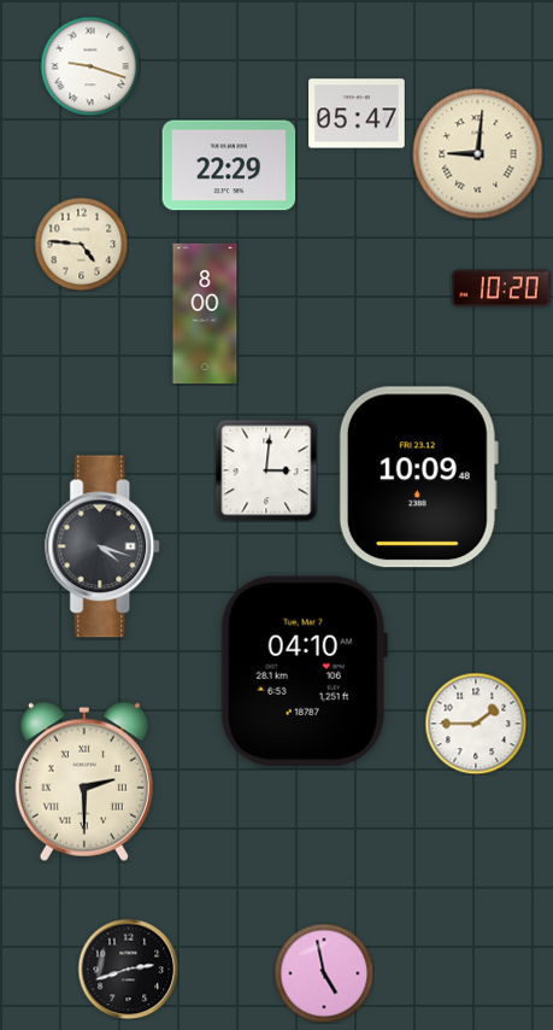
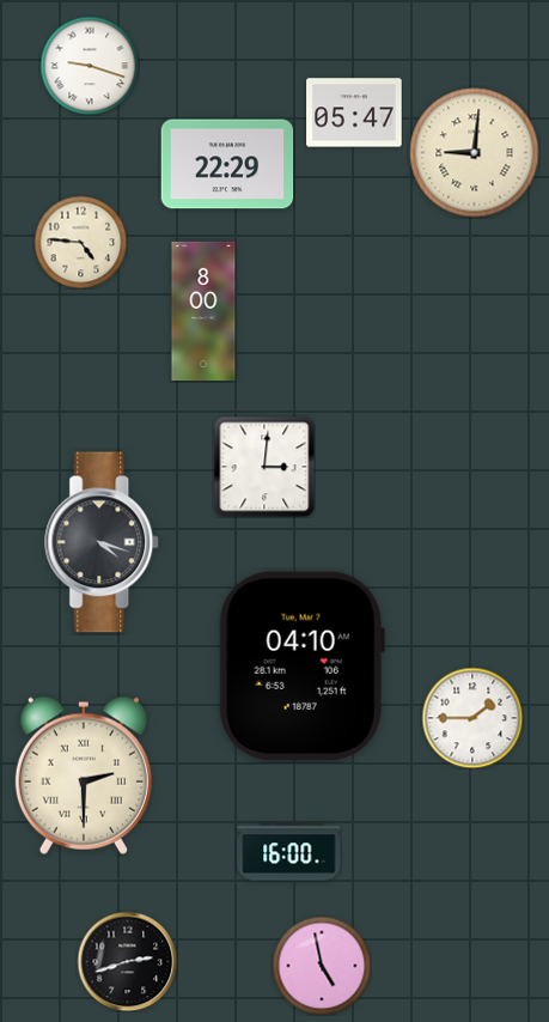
clock at (501, 288): 10:20 -> none
clock at (418, 478): 10:09 -> none
clock at (289, 852): none -> 16:00
